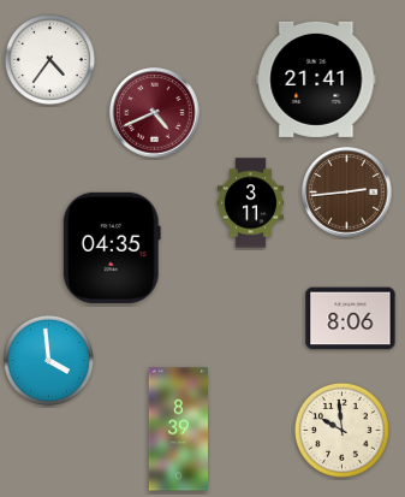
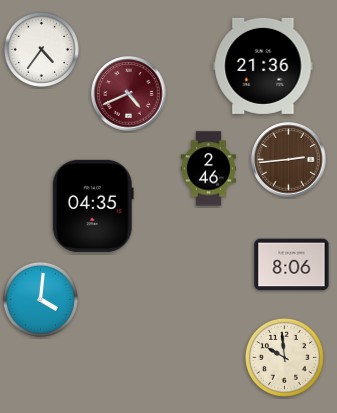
clock at (316, 79): 21:41 -> 21:36
clock at (250, 203): 3:11 -> 2:46
clock at (48, 360): 3:59 -> 4:01
clock at (178, 430): 8:39 -> none
